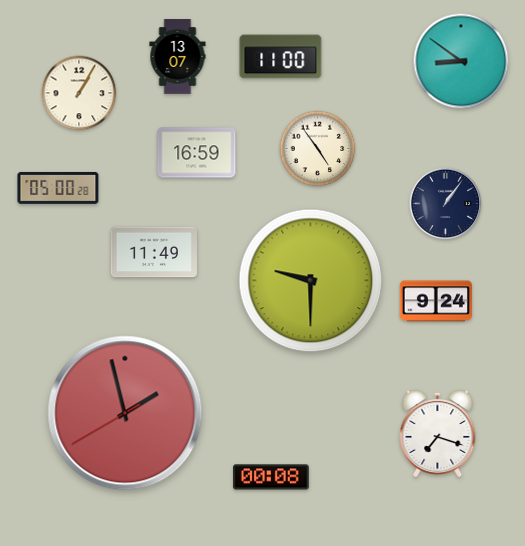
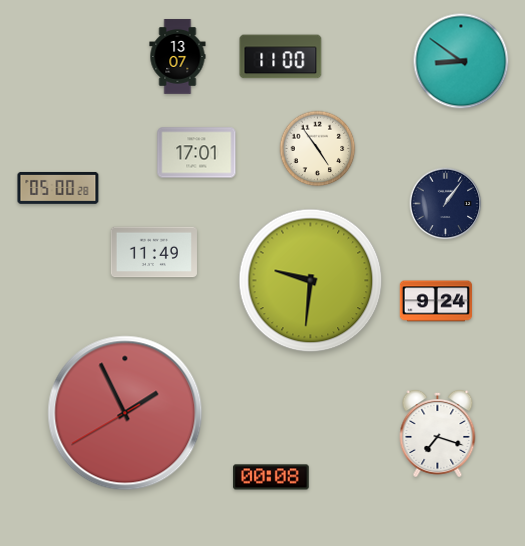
clock at (79, 93): 1:05 -> none
clock at (197, 153): 16:59 -> 17:01
clock at (311, 281): 9:30 -> 9:31
clock at (125, 413): 1:57 -> 1:55
